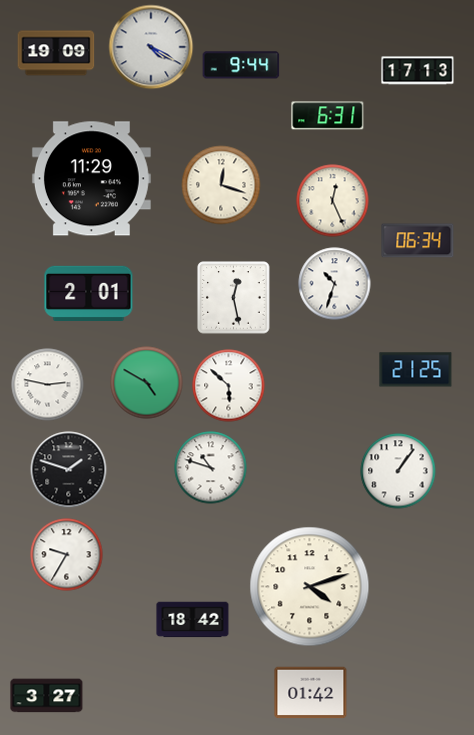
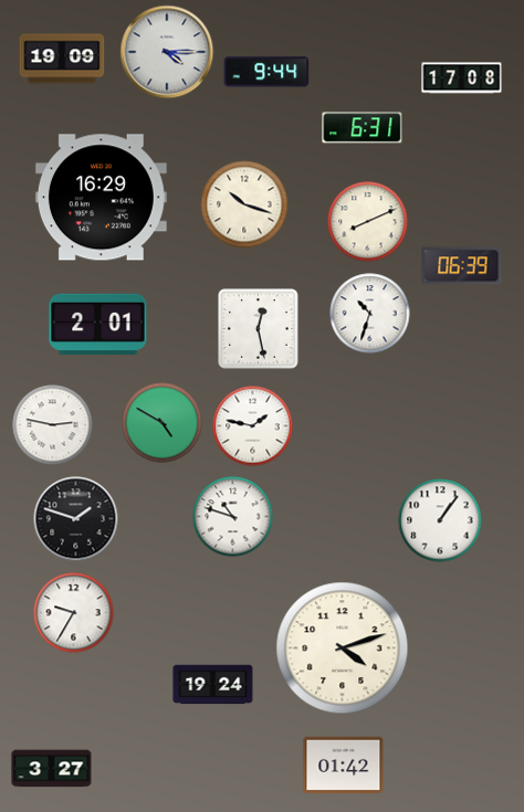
clock at (151, 47): 4:20 -> 4:15
clock at (418, 71): 17:13 -> 17:08
clock at (91, 179): 11:29 -> 16:29
clock at (221, 185): 12:18 -> 10:18
clock at (333, 201): 12:26 -> 8:11
clock at (418, 241): 06:34 -> 06:39
clock at (416, 370): 21:25 -> none
clock at (229, 386): 5:52 -> 1:47
clock at (193, 620): 18:42 -> 19:24
